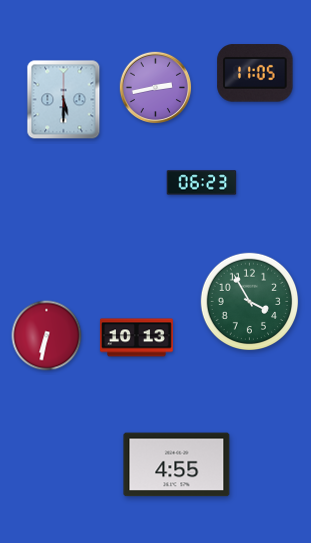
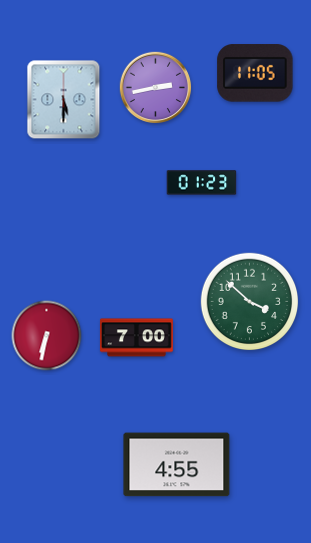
clock at (202, 183): 06:23 -> 01:23
clock at (250, 302): 3:55 -> 3:52
clock at (136, 338): 10:13 -> 7:00
